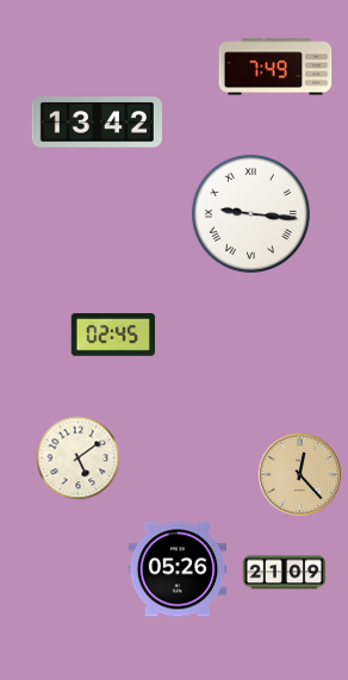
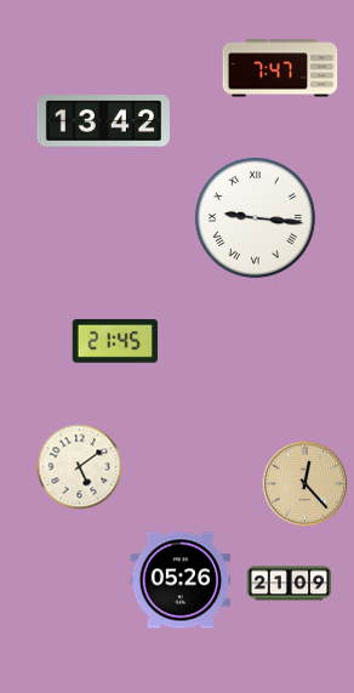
clock at (275, 67): 7:49 -> 7:47
clock at (97, 123) position: (97, 123) -> (103, 121)
clock at (113, 336): 02:45 -> 21:45
